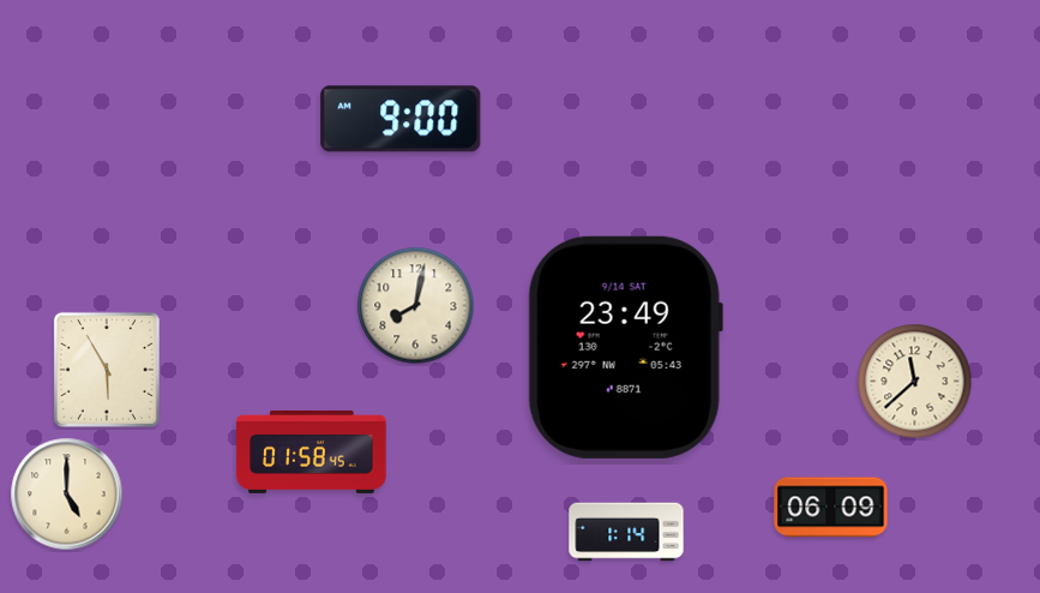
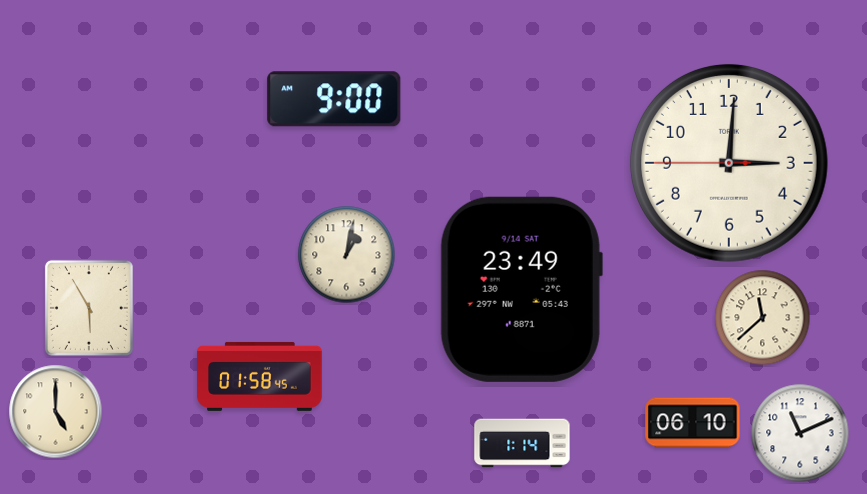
clock at (729, 163): none -> 3:00
clock at (416, 306): 8:02 -> 1:02
clock at (831, 508): 06:09 -> 06:10
clock at (800, 433): none -> 11:11
